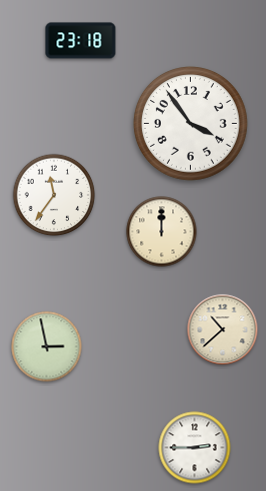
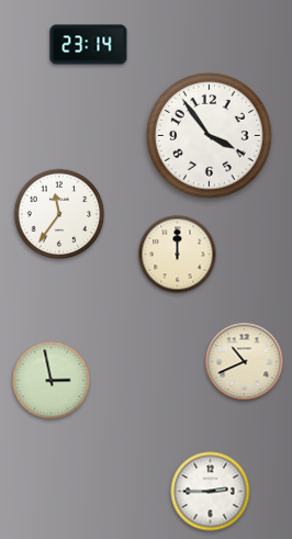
clock at (81, 41): 23:18 -> 23:14
clock at (223, 330): 10:38 -> 10:41
clock at (195, 448) position: (195, 448) -> (211, 492)
